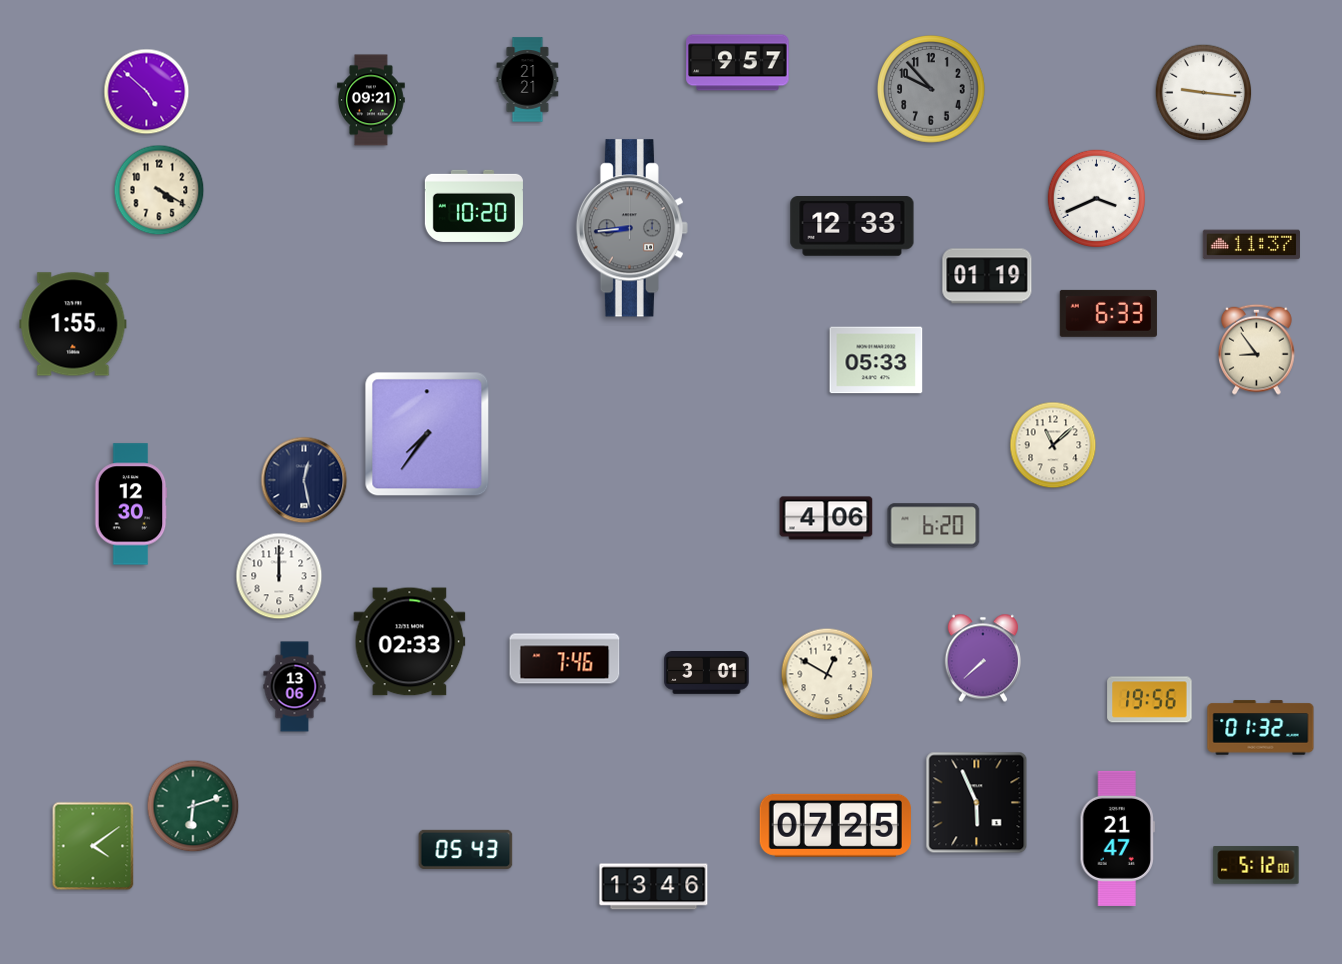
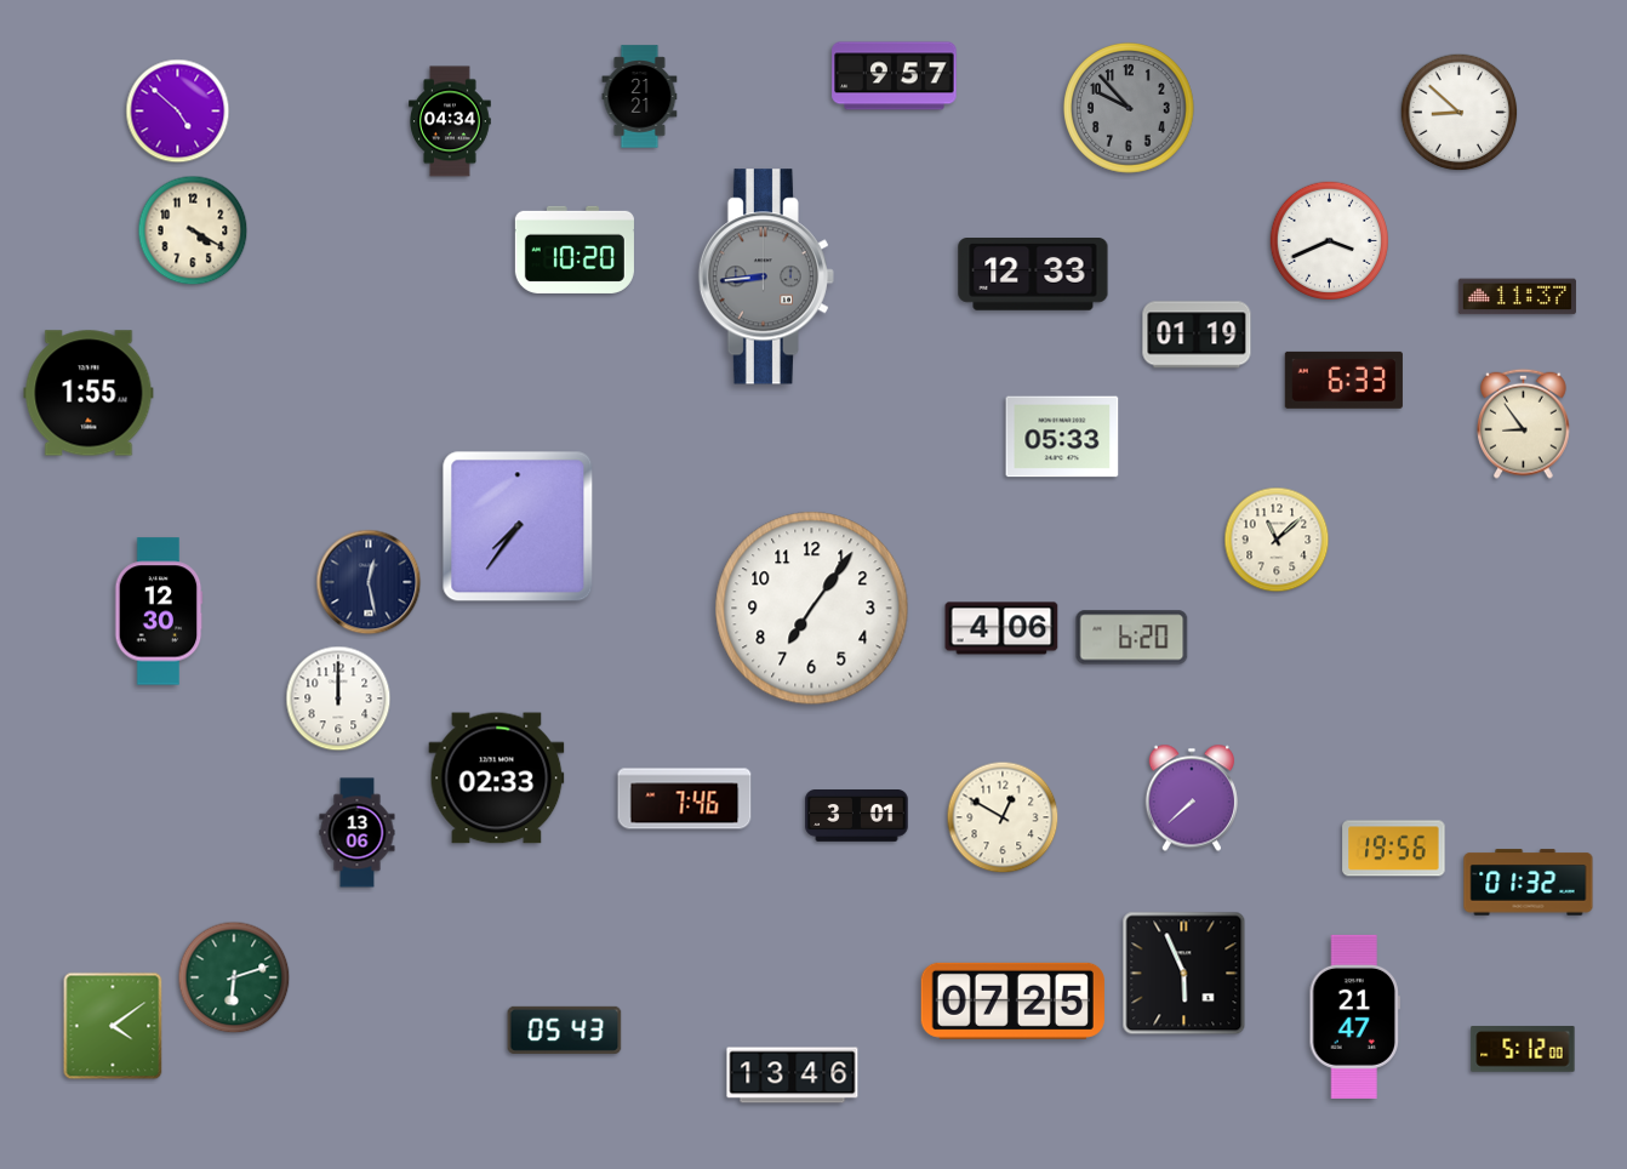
clock at (1204, 93): 9:16 -> 8:52
clock at (372, 100): 09:21 -> 04:34
clock at (812, 609): none -> 7:06
